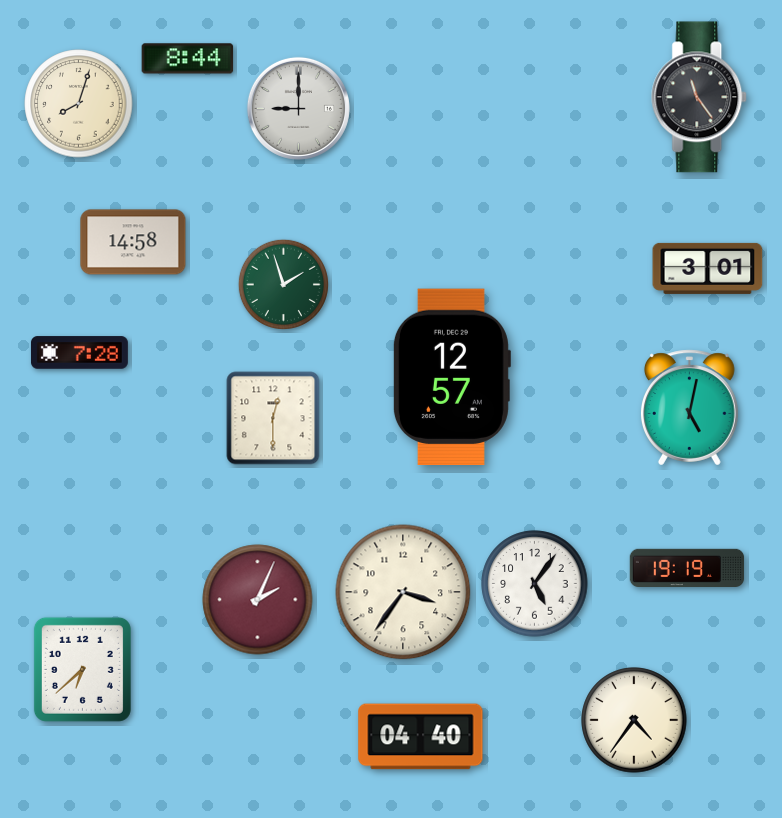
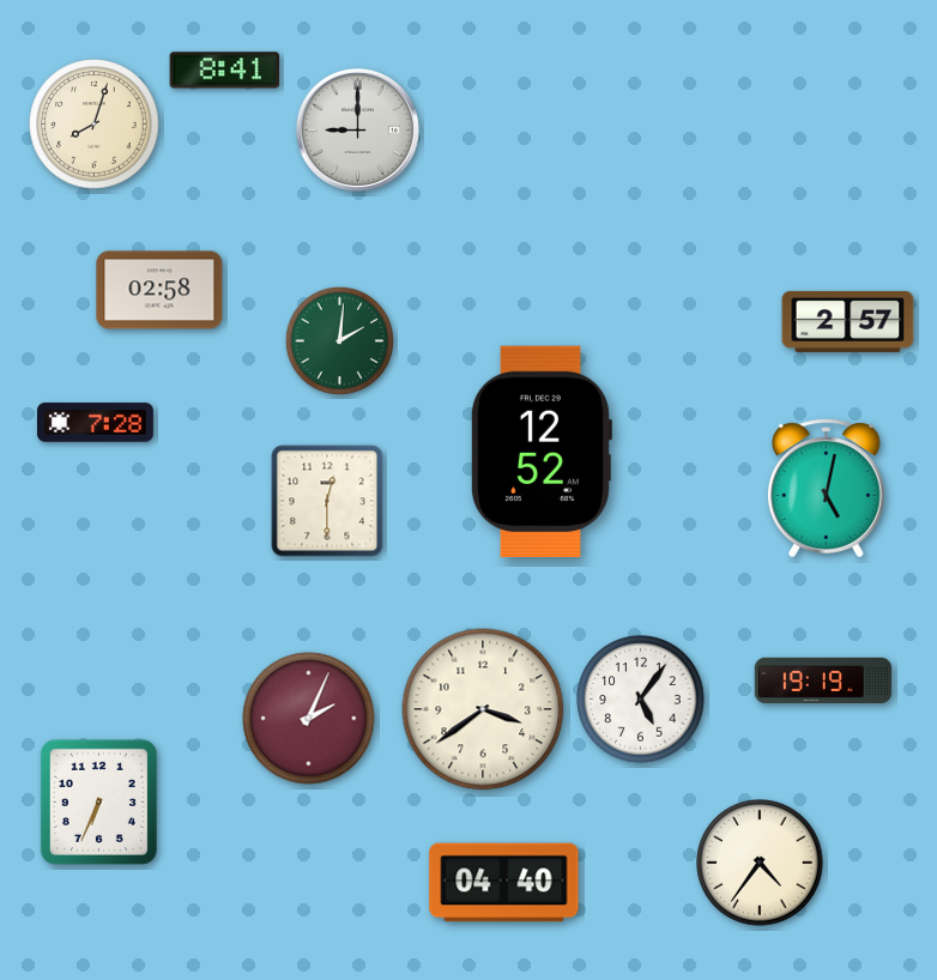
clock at (188, 59): 8:44 -> 8:41
clock at (700, 97): 11:24 -> none
clock at (133, 242): 14:58 -> 02:58
clock at (708, 268): 3:01 -> 2:57
clock at (283, 284): 1:57 -> 2:01
clock at (451, 376): 12:57 -> 12:52
clock at (403, 592): 3:36 -> 3:39
clock at (82, 669): 6:38 -> 6:34
